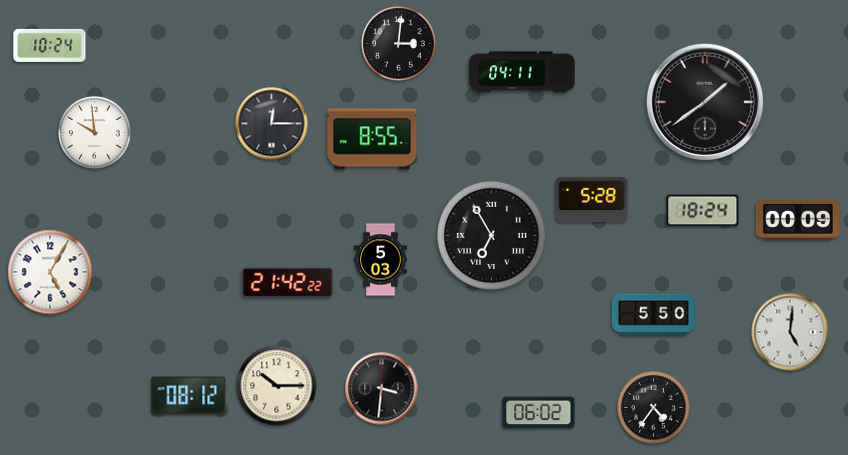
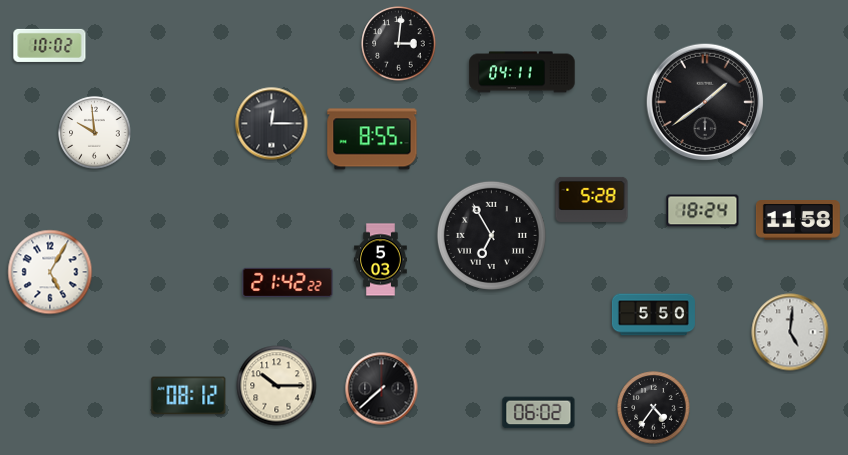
clock at (50, 45): 10:24 -> 10:02
clock at (798, 220): 00:09 -> 11:58
clock at (382, 389): 3:31 -> 7:38
